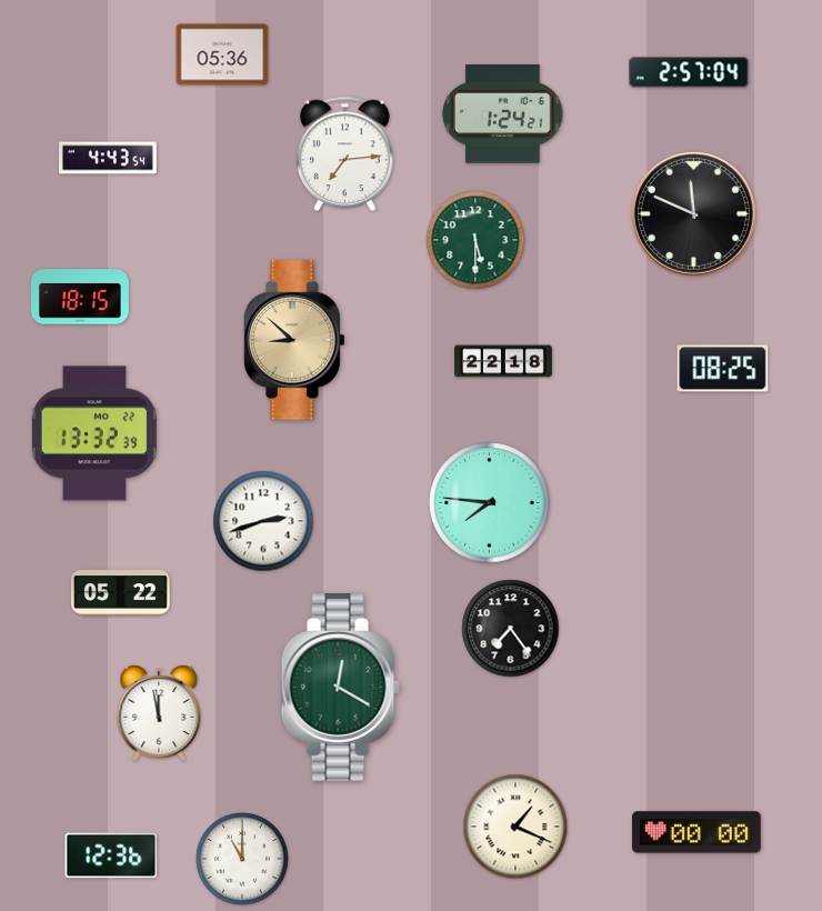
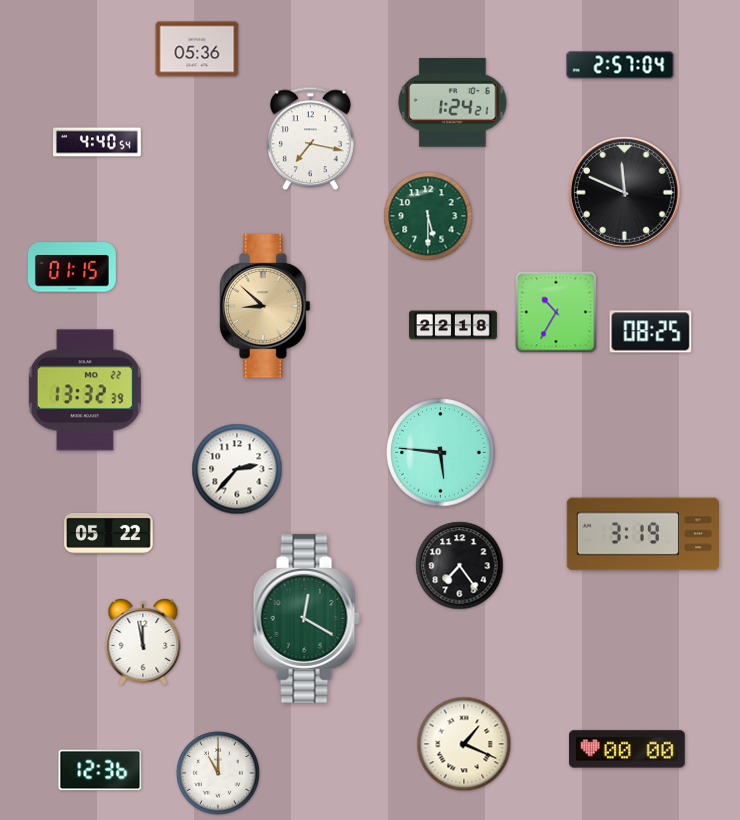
clock at (222, 54) position: (222, 54) -> (197, 49)
clock at (344, 154): 7:14 -> 7:17
clock at (109, 158): 4:43 -> 4:40
clock at (80, 297): 18:15 -> 01:15
clock at (556, 312): none -> 10:35
clock at (490, 503): 7:46 -> 5:46
clock at (263, 521): 2:42 -> 2:37
clock at (642, 534): none -> 3:19
